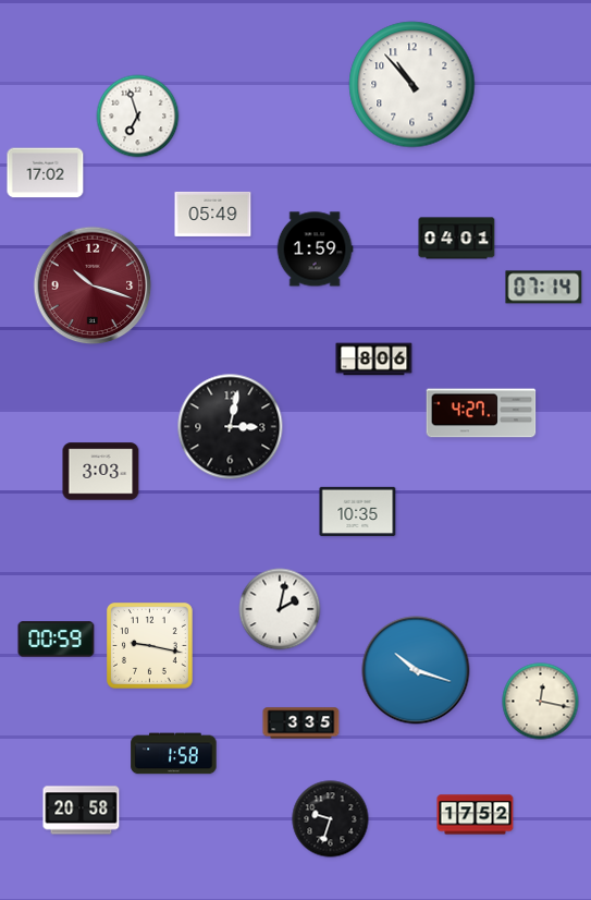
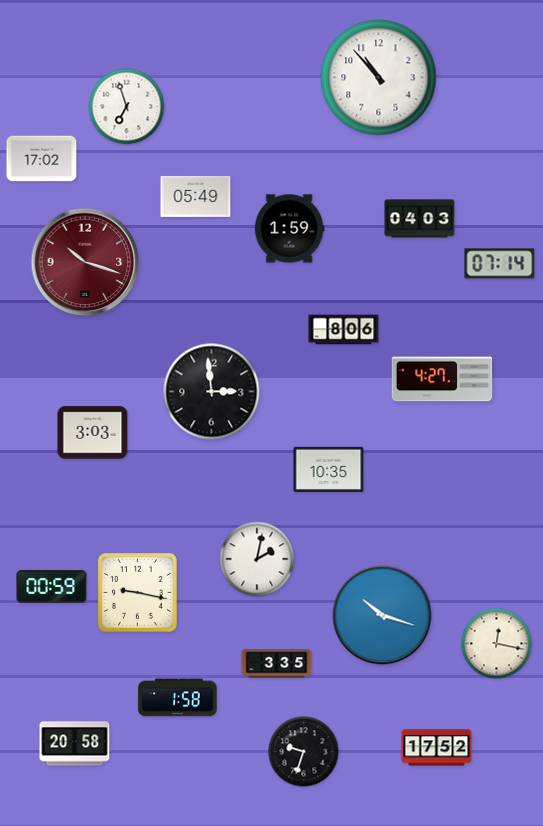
clock at (457, 239): 04:01 -> 04:03
clock at (231, 427): 3:02 -> 2:59
clock at (174, 754) position: (174, 754) -> (178, 698)
